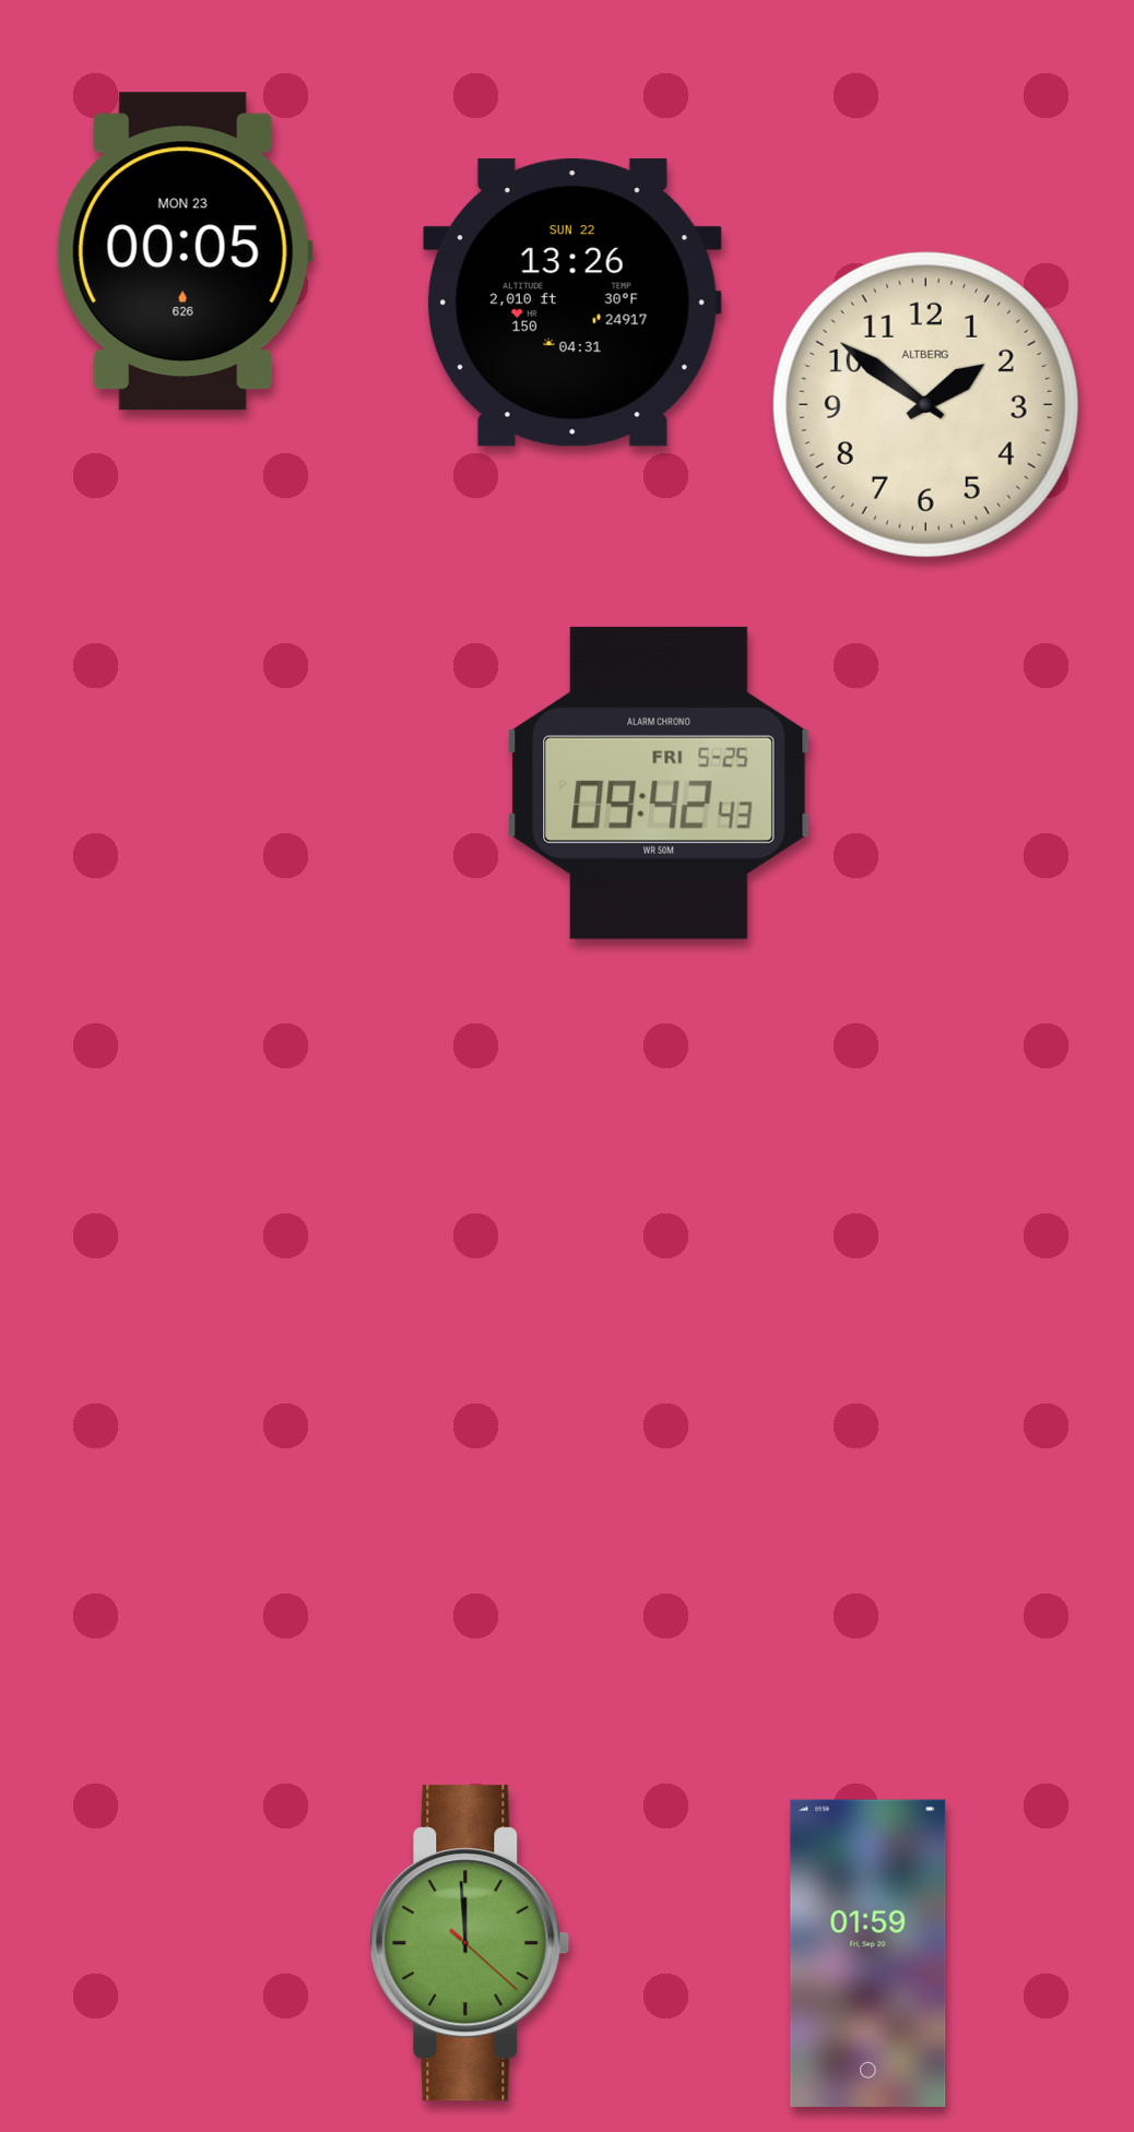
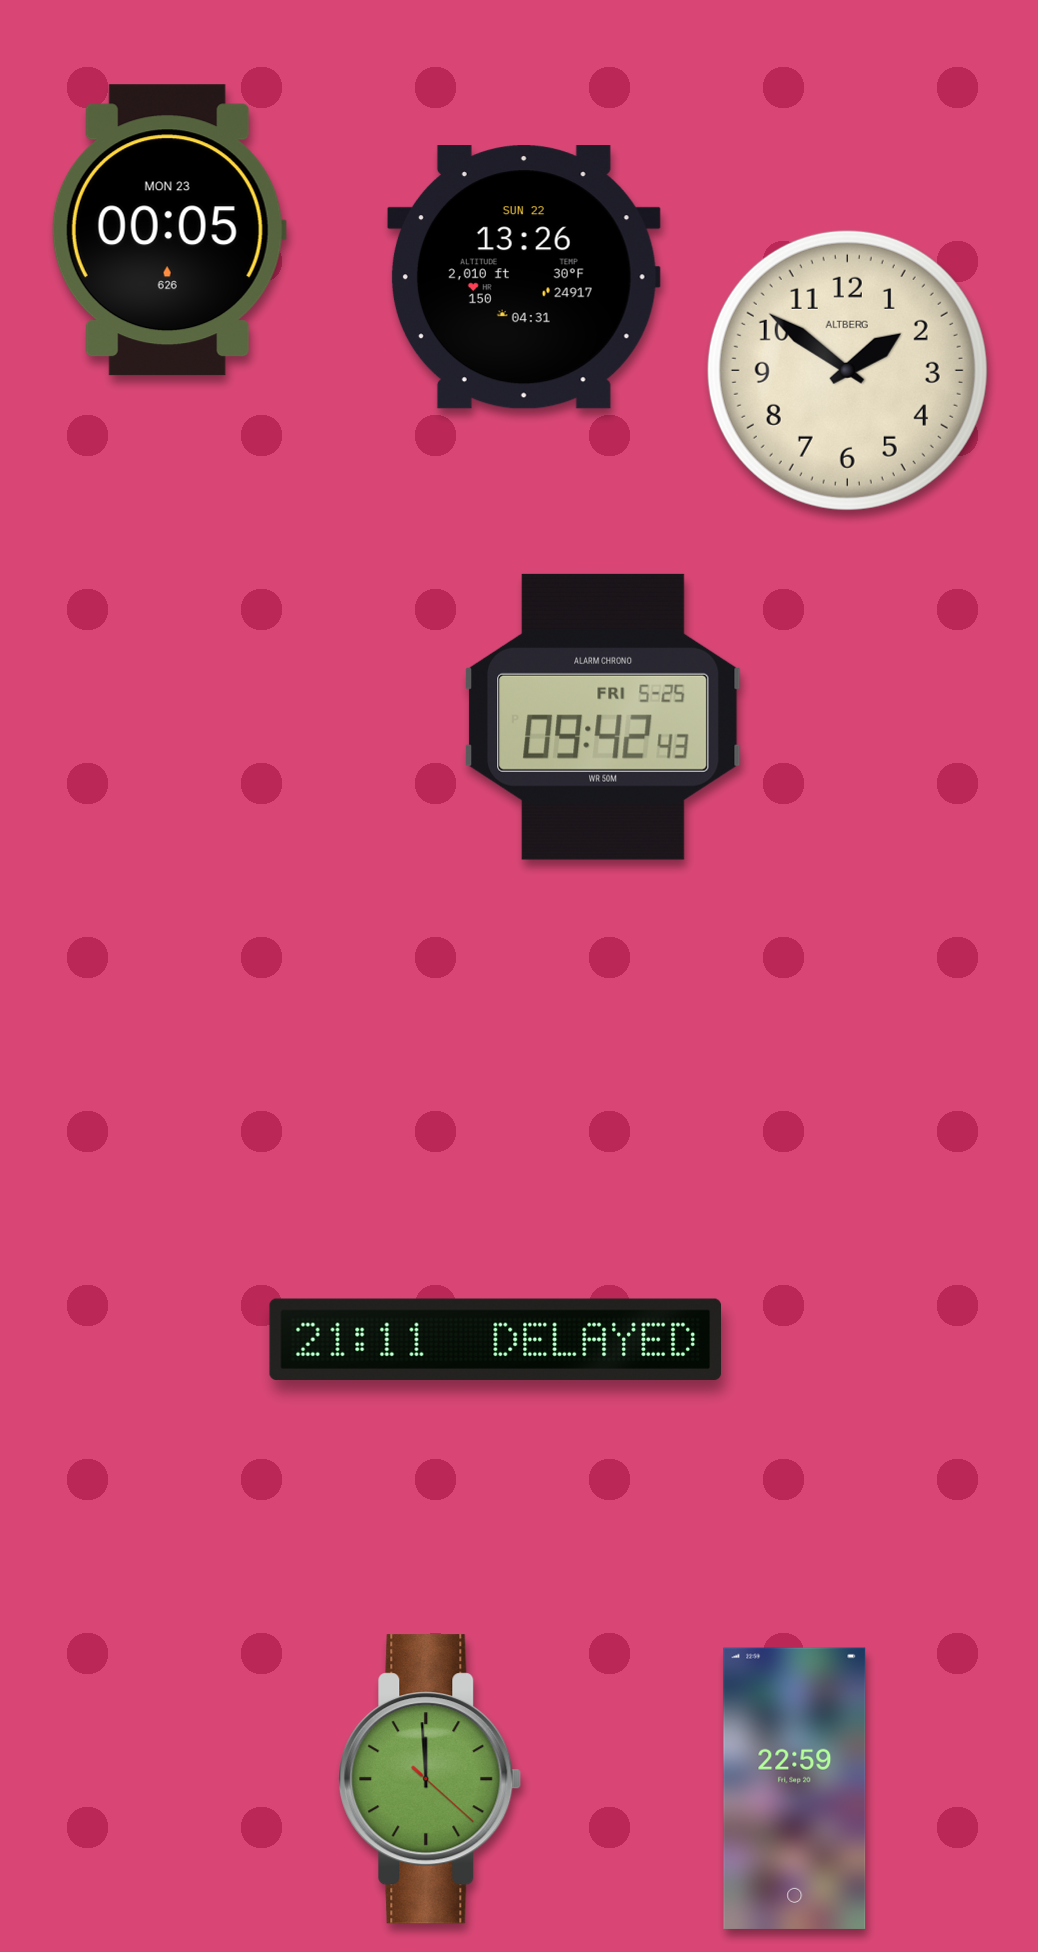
clock at (495, 1339): none -> 21:11
clock at (869, 1953): 01:59 -> 22:59
